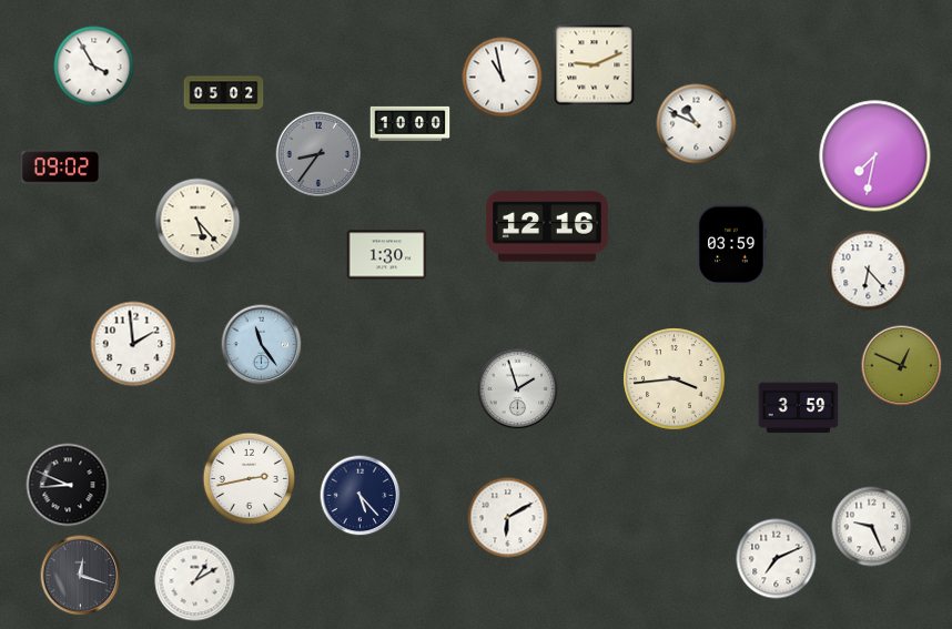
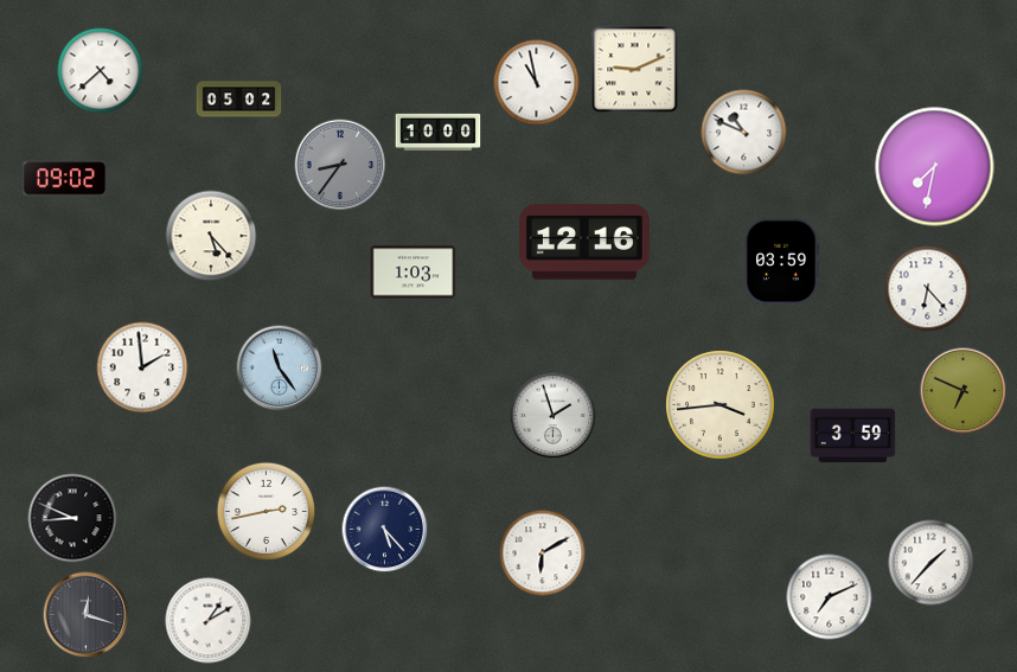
clock at (94, 67): 3:55 -> 4:38
clock at (387, 255): 1:30 -> 1:03
clock at (902, 366): 12:49 -> 6:49
clock at (872, 527): 9:26 -> 1:37
